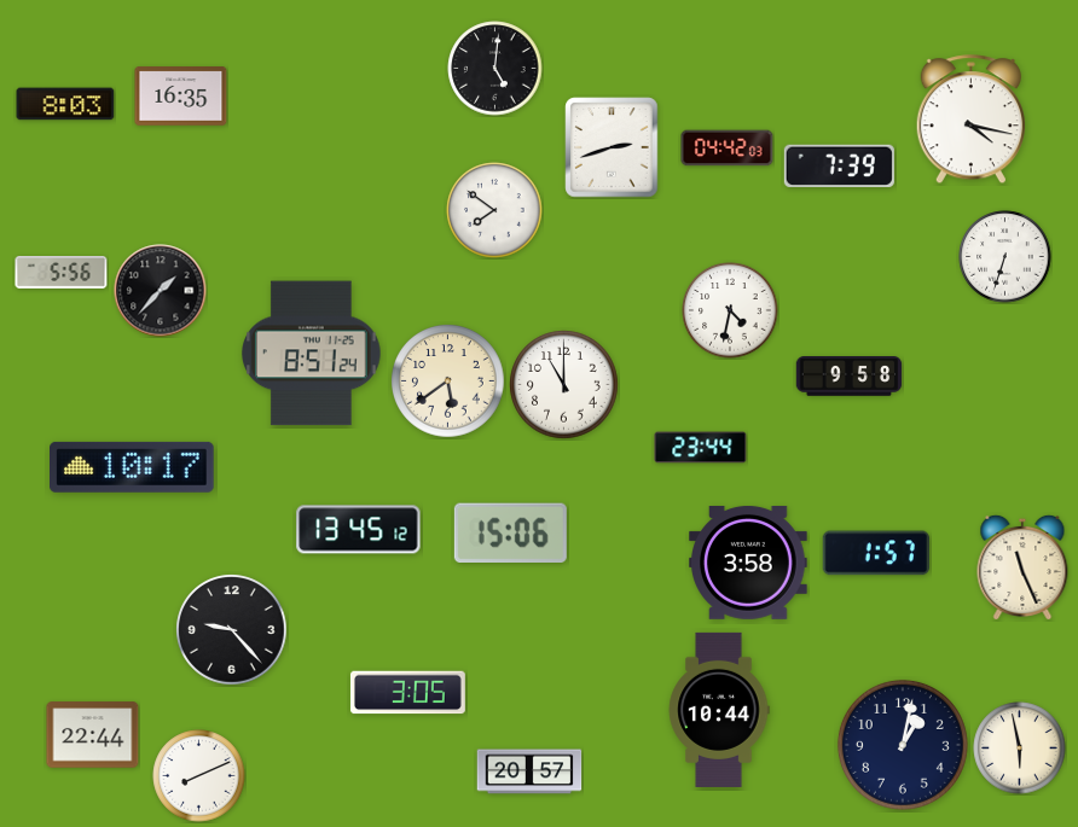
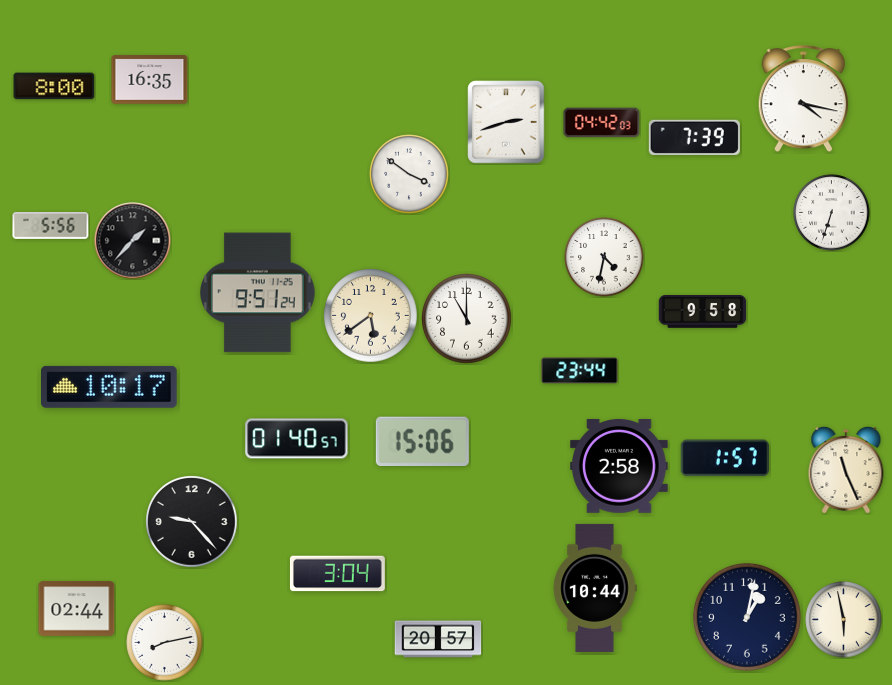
clock at (495, 69): 5:01 -> none
clock at (65, 104): 8:03 -> 8:00
clock at (494, 210): 7:51 -> 3:51
clock at (312, 354): 8:51 -> 9:51
clock at (359, 530): 13:45 -> 01:40
clock at (748, 564): 3:58 -> 2:58
clock at (407, 693): 3:05 -> 3:04
clock at (93, 735): 22:44 -> 02:44
clock at (199, 776): 8:11 -> 8:13
